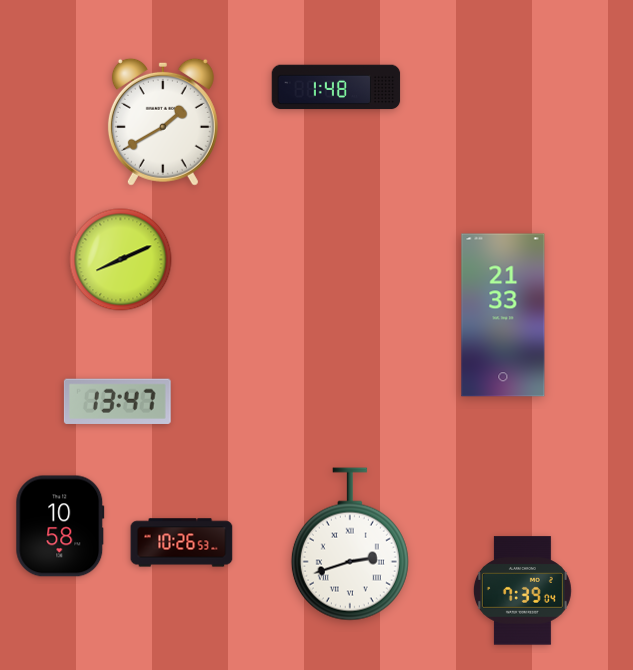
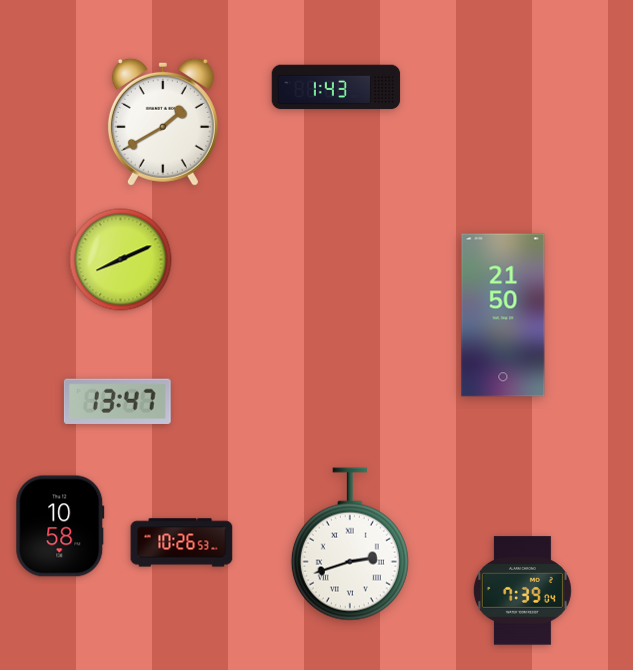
clock at (336, 87): 1:48 -> 1:43
clock at (503, 315): 21:33 -> 21:50
